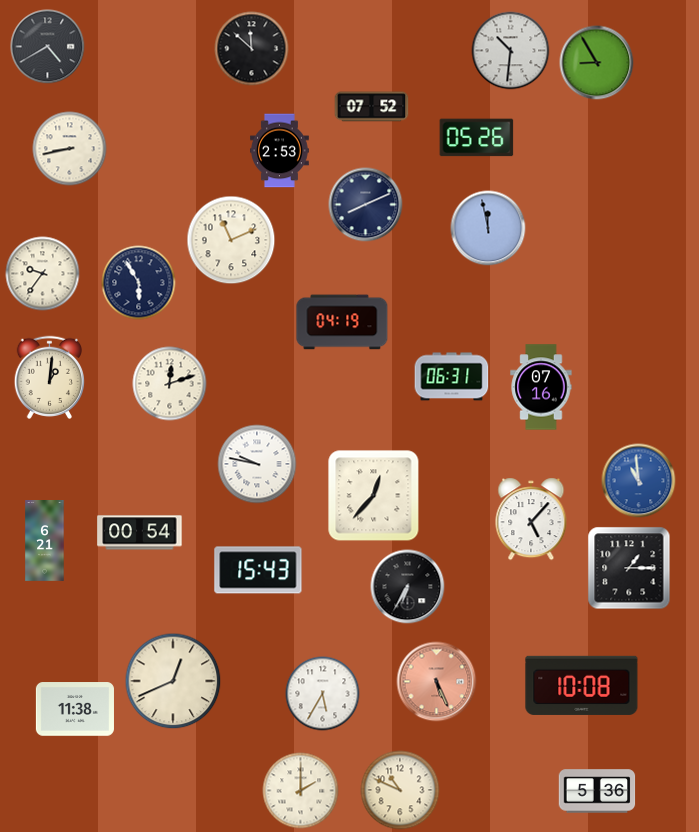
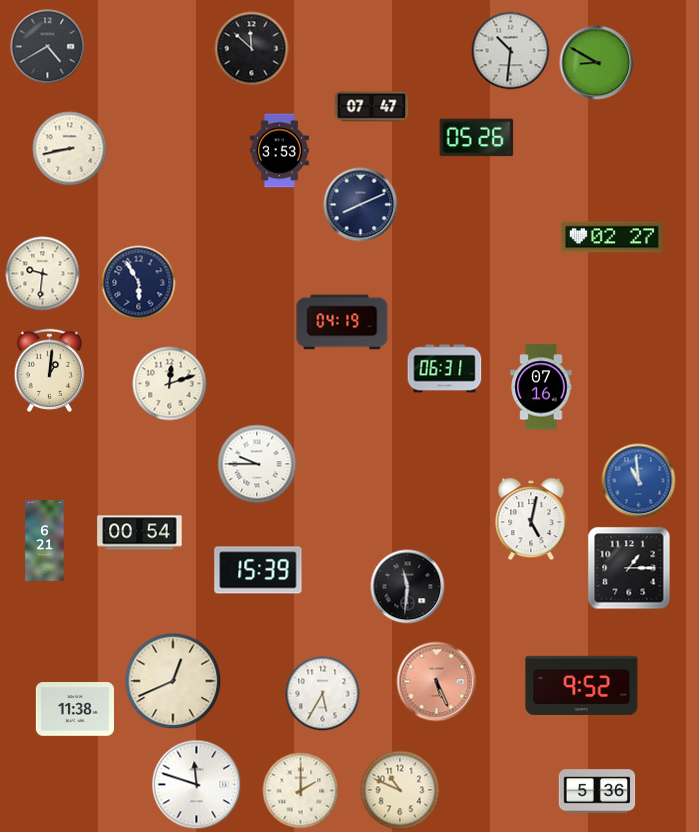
clock at (597, 63): 8:55 -> 8:50
clock at (372, 107): 07:52 -> 07:47
clock at (280, 151): 2:53 -> 3:53
clock at (366, 205) position: (366, 205) -> (361, 205)
clock at (488, 228): 11:58 -> none
clock at (612, 237): none -> 02:27
clock at (231, 240): 11:11 -> none
clock at (43, 274): 9:36 -> 9:31
clock at (49, 377) position: (49, 377) -> (49, 370)
clock at (452, 377) position: (452, 377) -> (445, 369)
clock at (257, 464): 9:47 -> 9:45
clock at (374, 496): 12:37 -> none
clock at (531, 519): 5:07 -> 5:02
clock at (258, 570): 15:43 -> 15:39
clock at (408, 587): 6:35 -> 11:31
clock at (582, 685): 10:08 -> 9:52
clock at (197, 785): none -> 11:48
